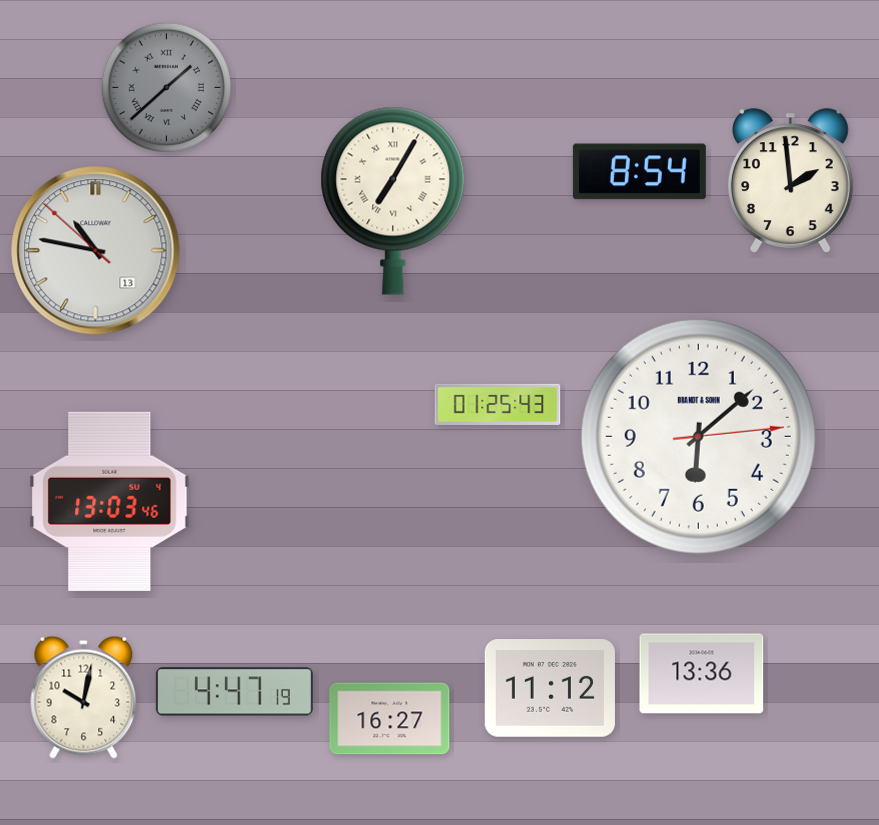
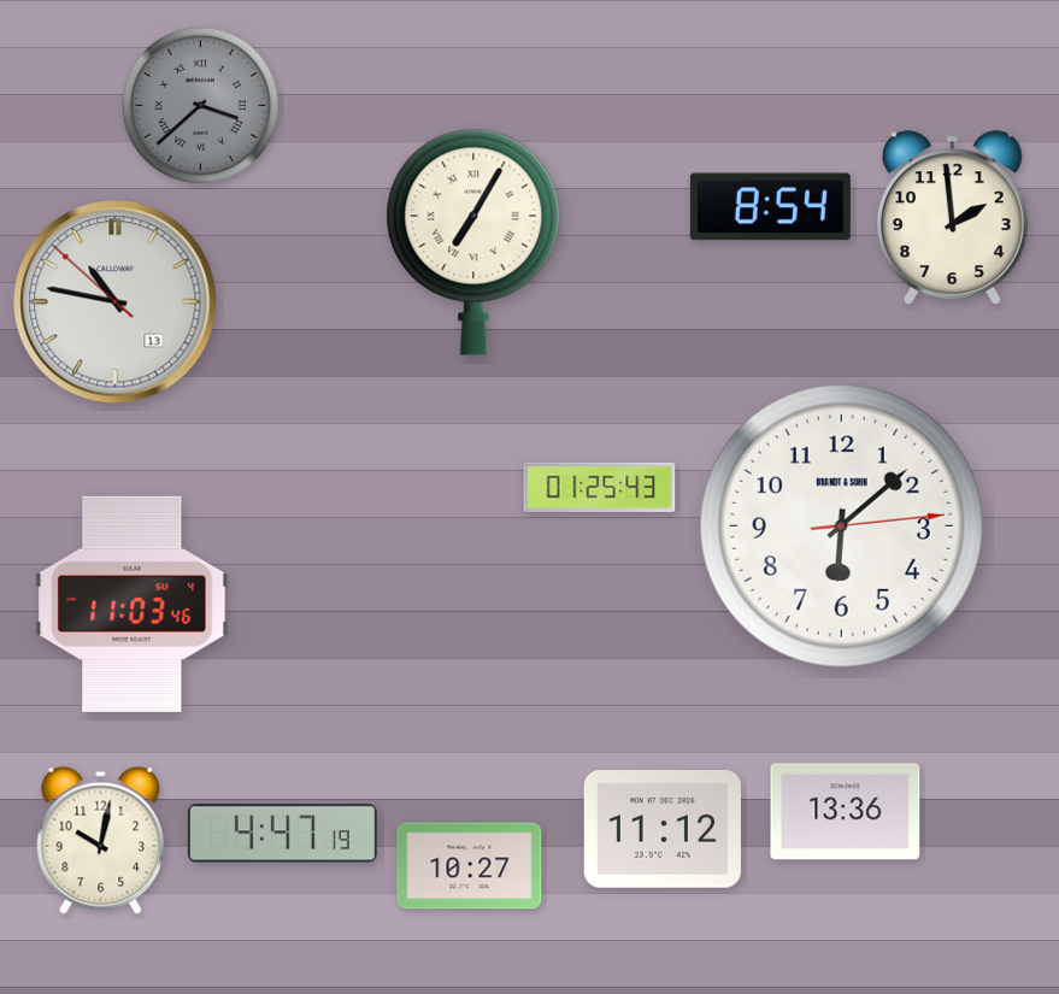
clock at (166, 87): 1:38 -> 3:38
clock at (110, 501): 13:03 -> 11:03
clock at (390, 719): 16:27 -> 10:27
